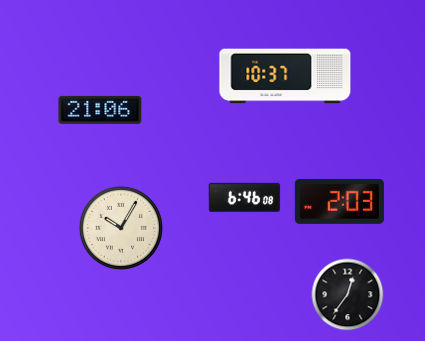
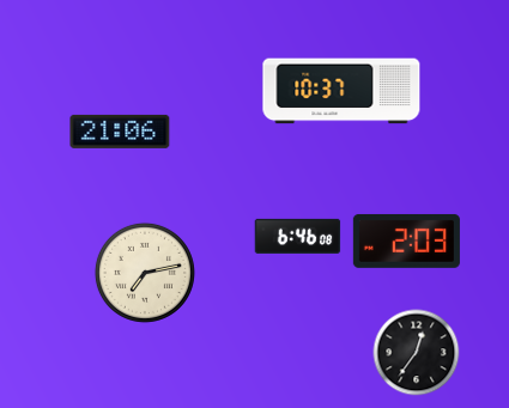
clock at (245, 197) position: (245, 197) -> (298, 236)
clock at (121, 228): 10:05 -> 7:13
